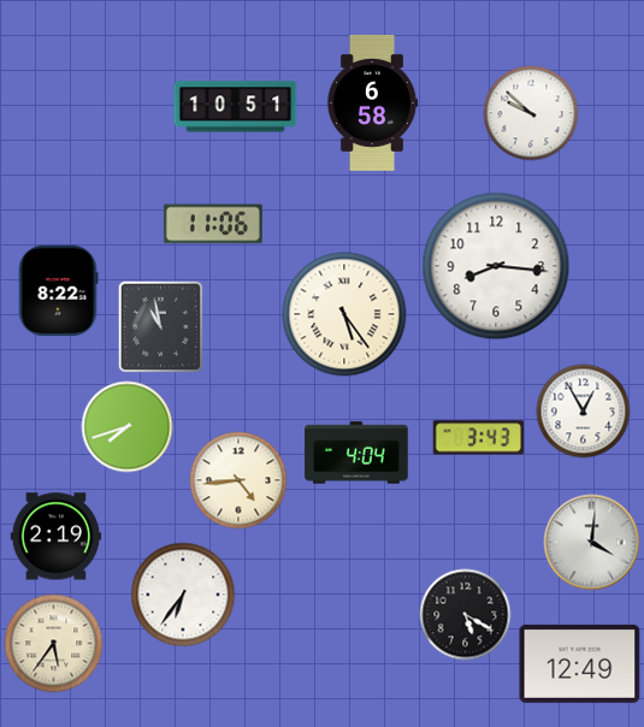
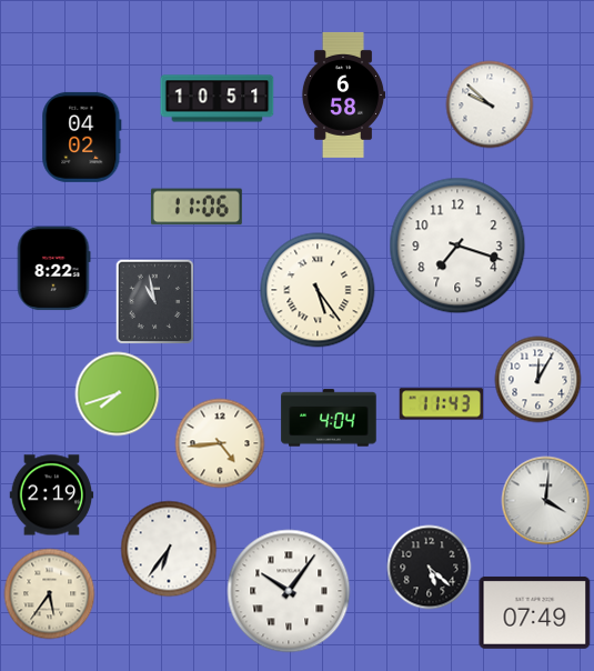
clock at (82, 137): none -> 04:02
clock at (496, 266): 8:16 -> 7:18
clock at (161, 327) position: (161, 327) -> (155, 302)
clock at (584, 412): 12:55 -> 12:05
clock at (479, 438): 3:43 -> 11:43
clock at (466, 615): 5:20 -> 5:22
clock at (289, 591): none -> 10:06
clock at (580, 663): 12:49 -> 07:49
